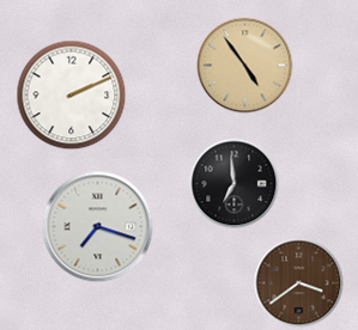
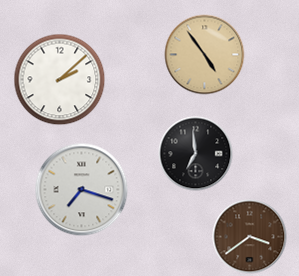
clock at (72, 96): 2:11 -> 2:08
